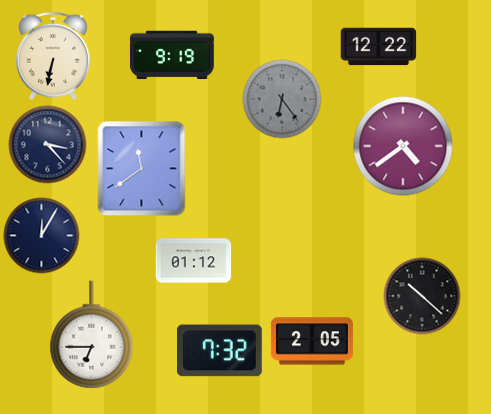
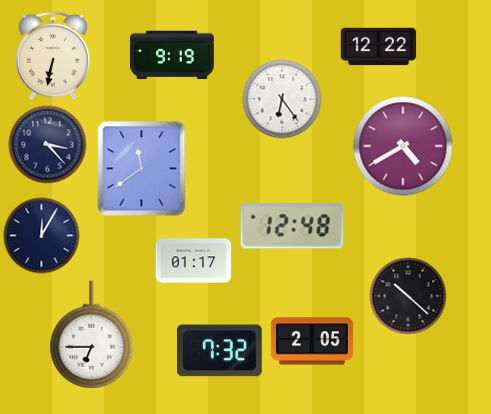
clock at (282, 99) dial: grey -> white
clock at (403, 146): 4:39 -> 4:40
clock at (292, 226): none -> 12:48
clock at (194, 261): 01:12 -> 01:17
clock at (422, 296) position: (422, 296) -> (408, 296)
